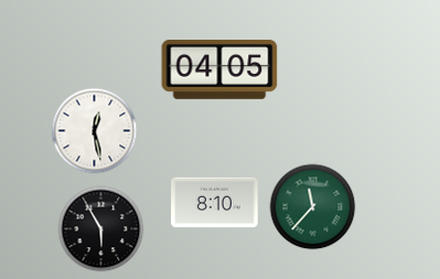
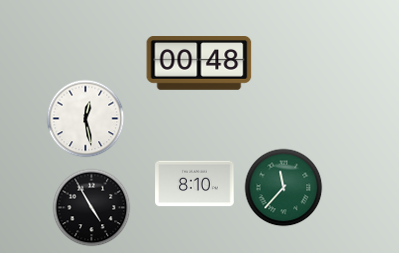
clock at (219, 71): 04:05 -> 00:48
clock at (100, 228): 5:55 -> 4:55
